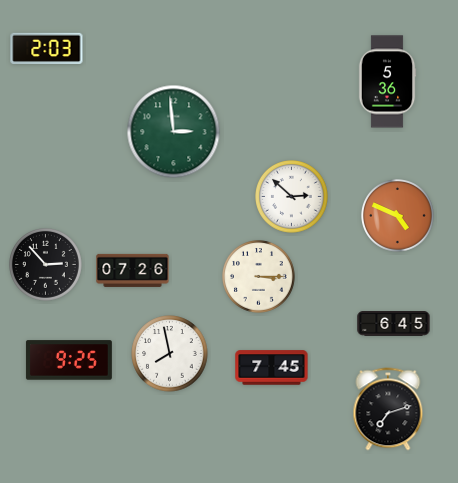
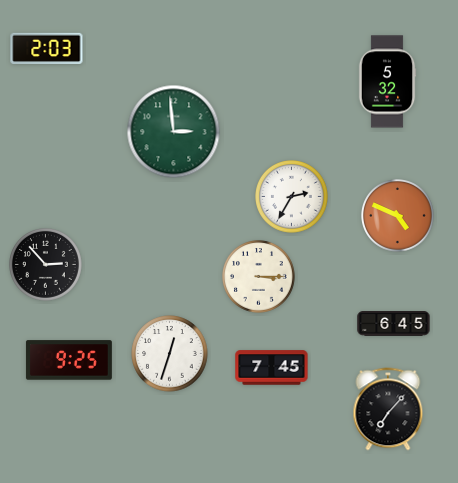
clock at (387, 82): 5:36 -> 5:32
clock at (292, 197): 2:52 -> 2:35
clock at (133, 270): 07:26 -> none
clock at (170, 354): 7:58 -> 12:33
clock at (388, 409): 7:12 -> 7:07
